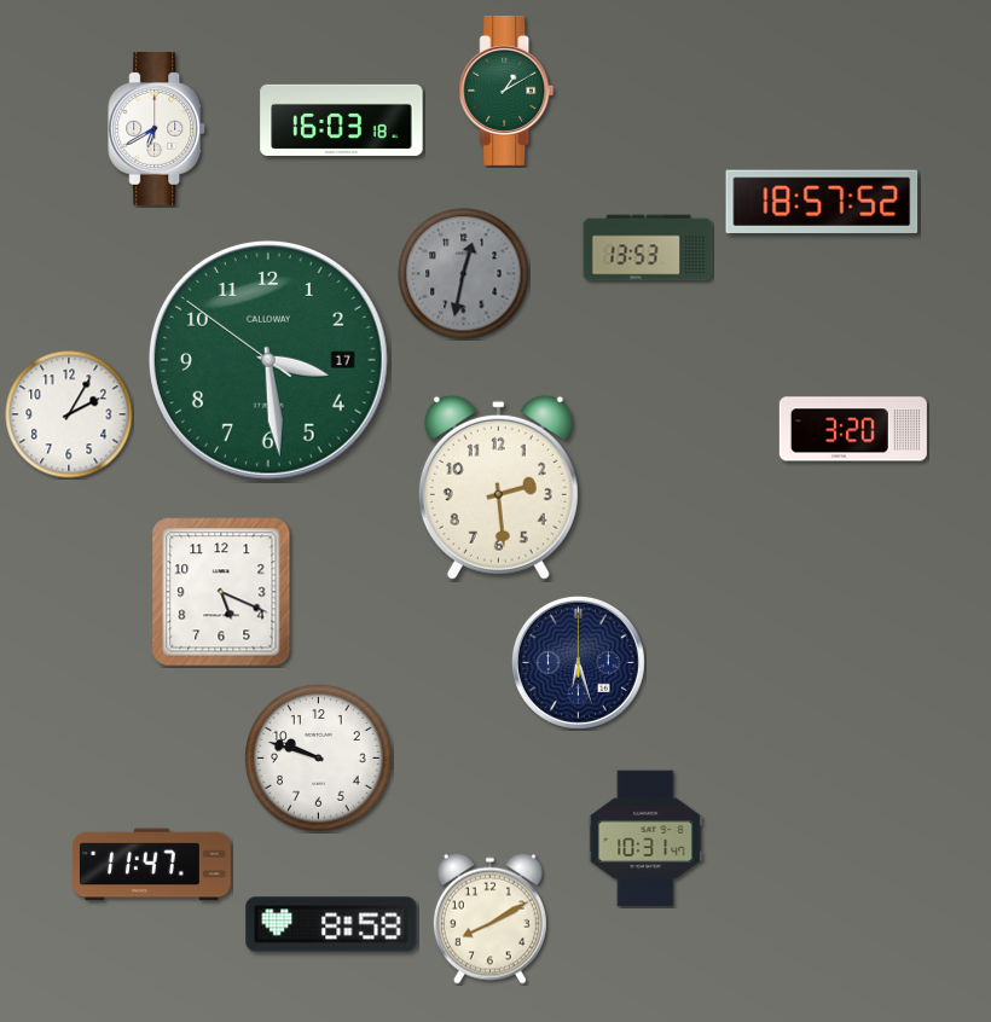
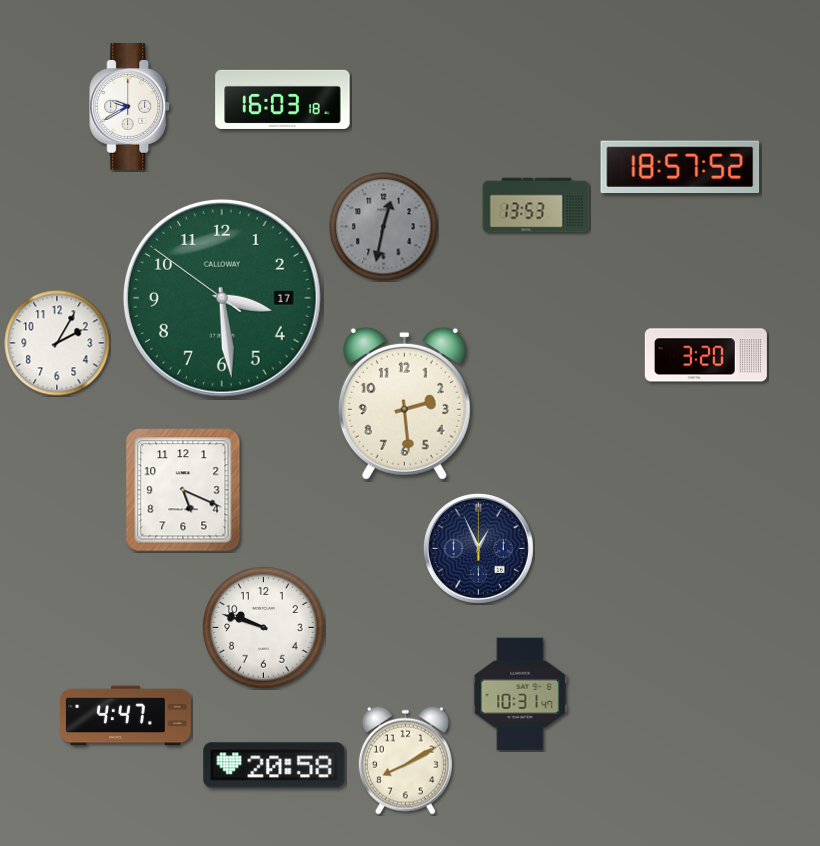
clock at (506, 91): 1:10 -> none
clock at (157, 128): 6:40 -> 9:40
clock at (498, 487) position: (498, 487) -> (404, 403)
clock at (578, 662): 6:27 -> 12:56
clock at (645, 838) position: (645, 838) -> (520, 694)
clock at (152, 865): 11:47 -> 4:47
clock at (331, 924): 8:58 -> 20:58
